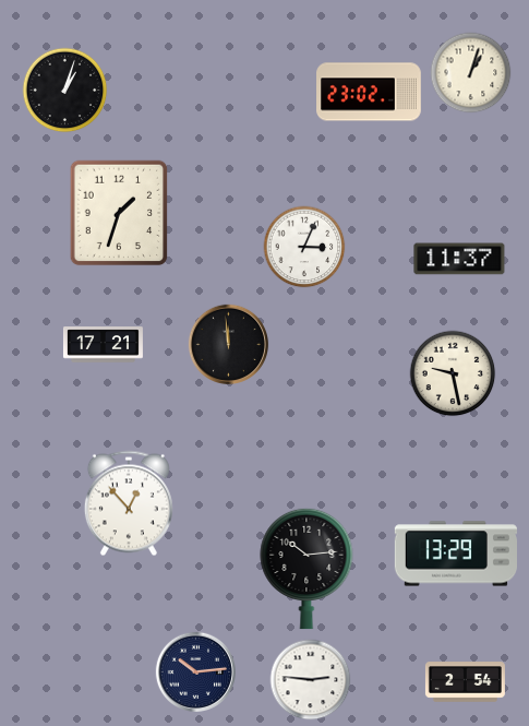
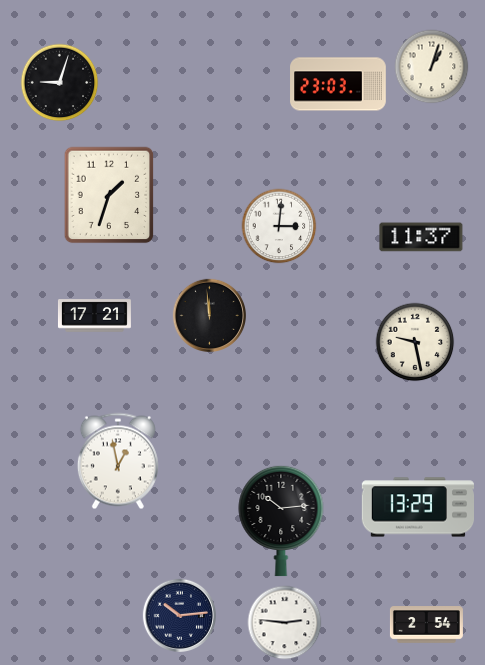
clock at (65, 91): 1:03 -> 9:03
clock at (369, 92): 23:02 -> 23:03
clock at (304, 247): 3:04 -> 3:01
clock at (129, 503): 12:53 -> 12:58
